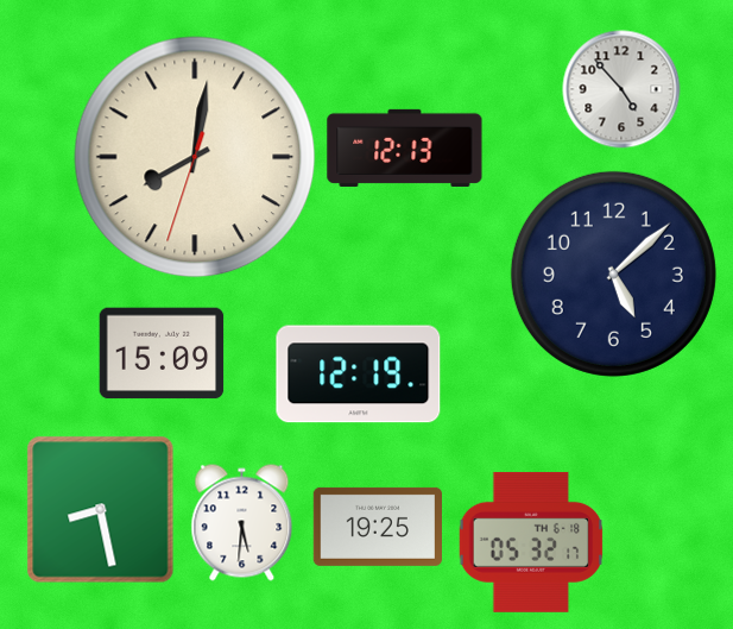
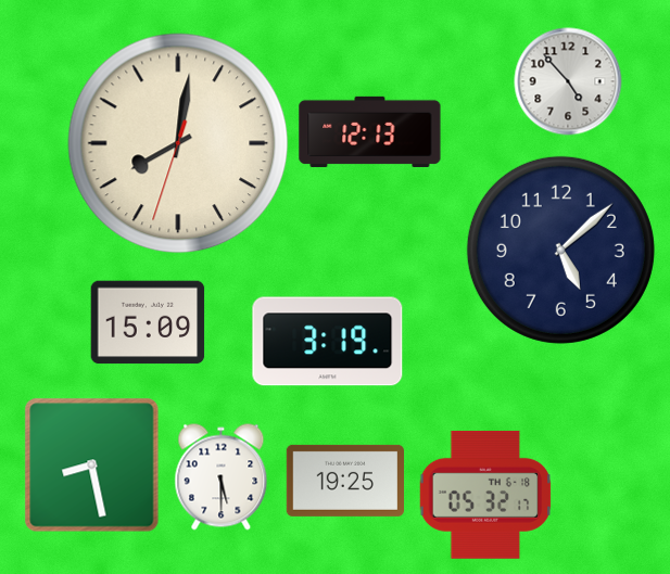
clock at (405, 147) position: (405, 147) -> (370, 131)
clock at (359, 375): 12:19 -> 3:19
clock at (242, 523): 5:31 -> 5:30
